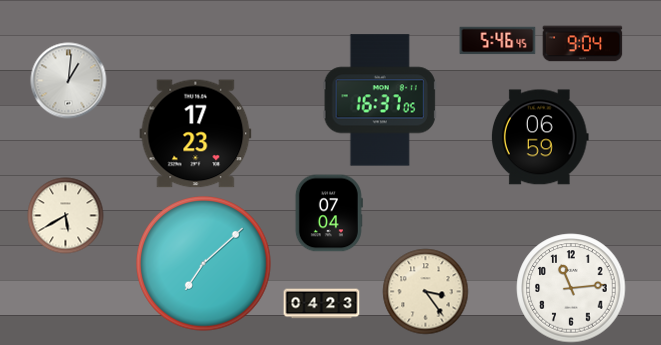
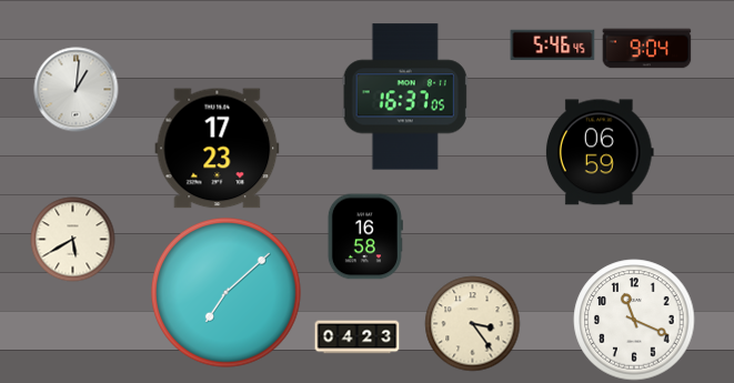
clock at (380, 100) position: (380, 100) -> (405, 97)
clock at (329, 213): 07:04 -> 16:58
clock at (571, 288): 11:14 -> 11:19
